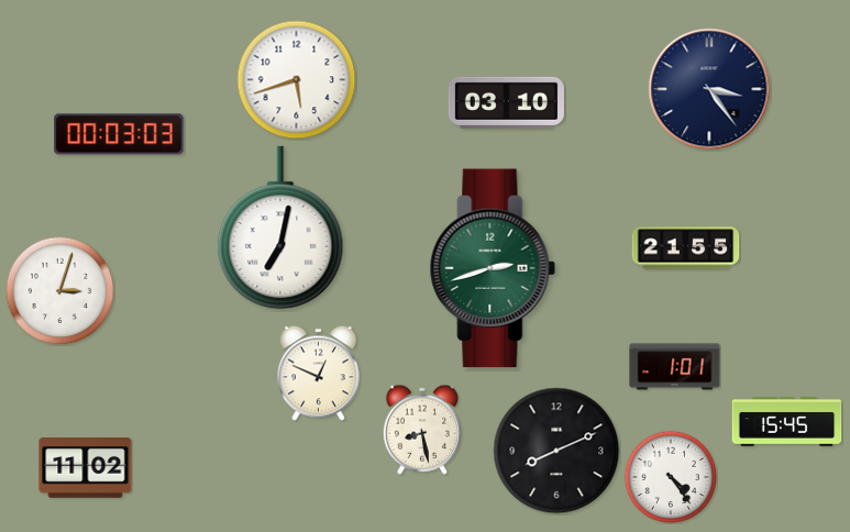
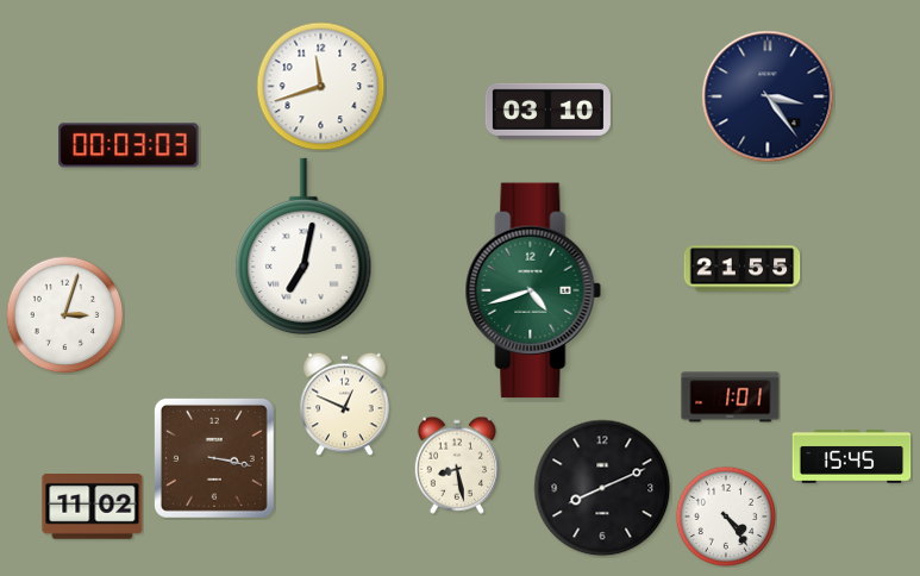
clock at (297, 80): 5:42 -> 11:42
clock at (493, 268): 2:42 -> 4:42
clock at (214, 458): none -> 3:17
